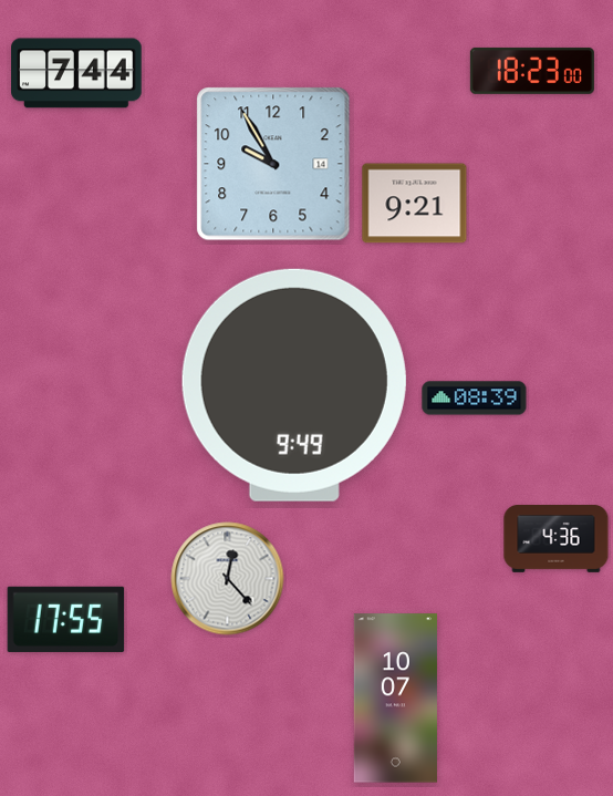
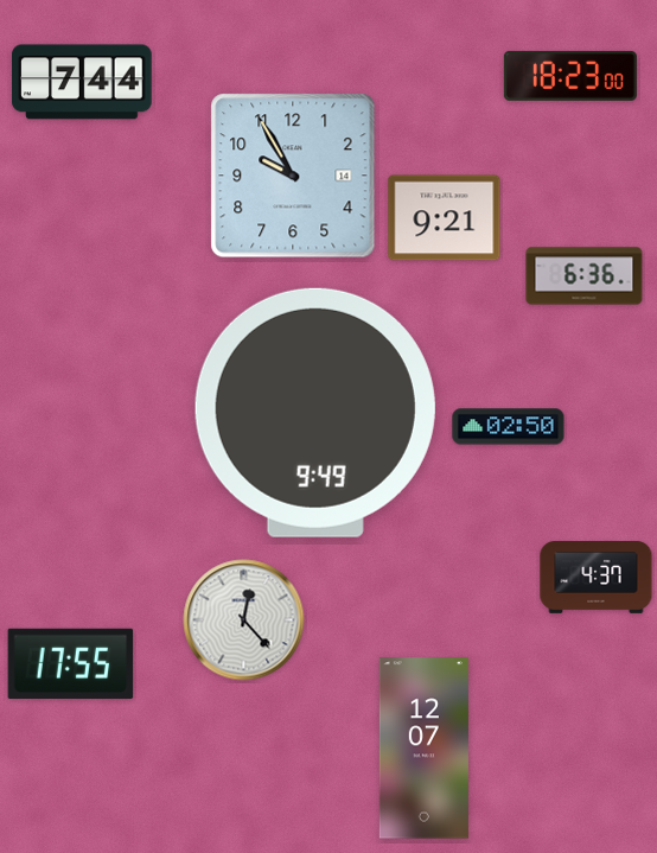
clock at (76, 73) position: (76, 73) -> (82, 82)
clock at (585, 276): none -> 6:36
clock at (475, 399): 08:39 -> 02:50
clock at (557, 539): 4:36 -> 4:37
clock at (395, 699): 10:07 -> 12:07
